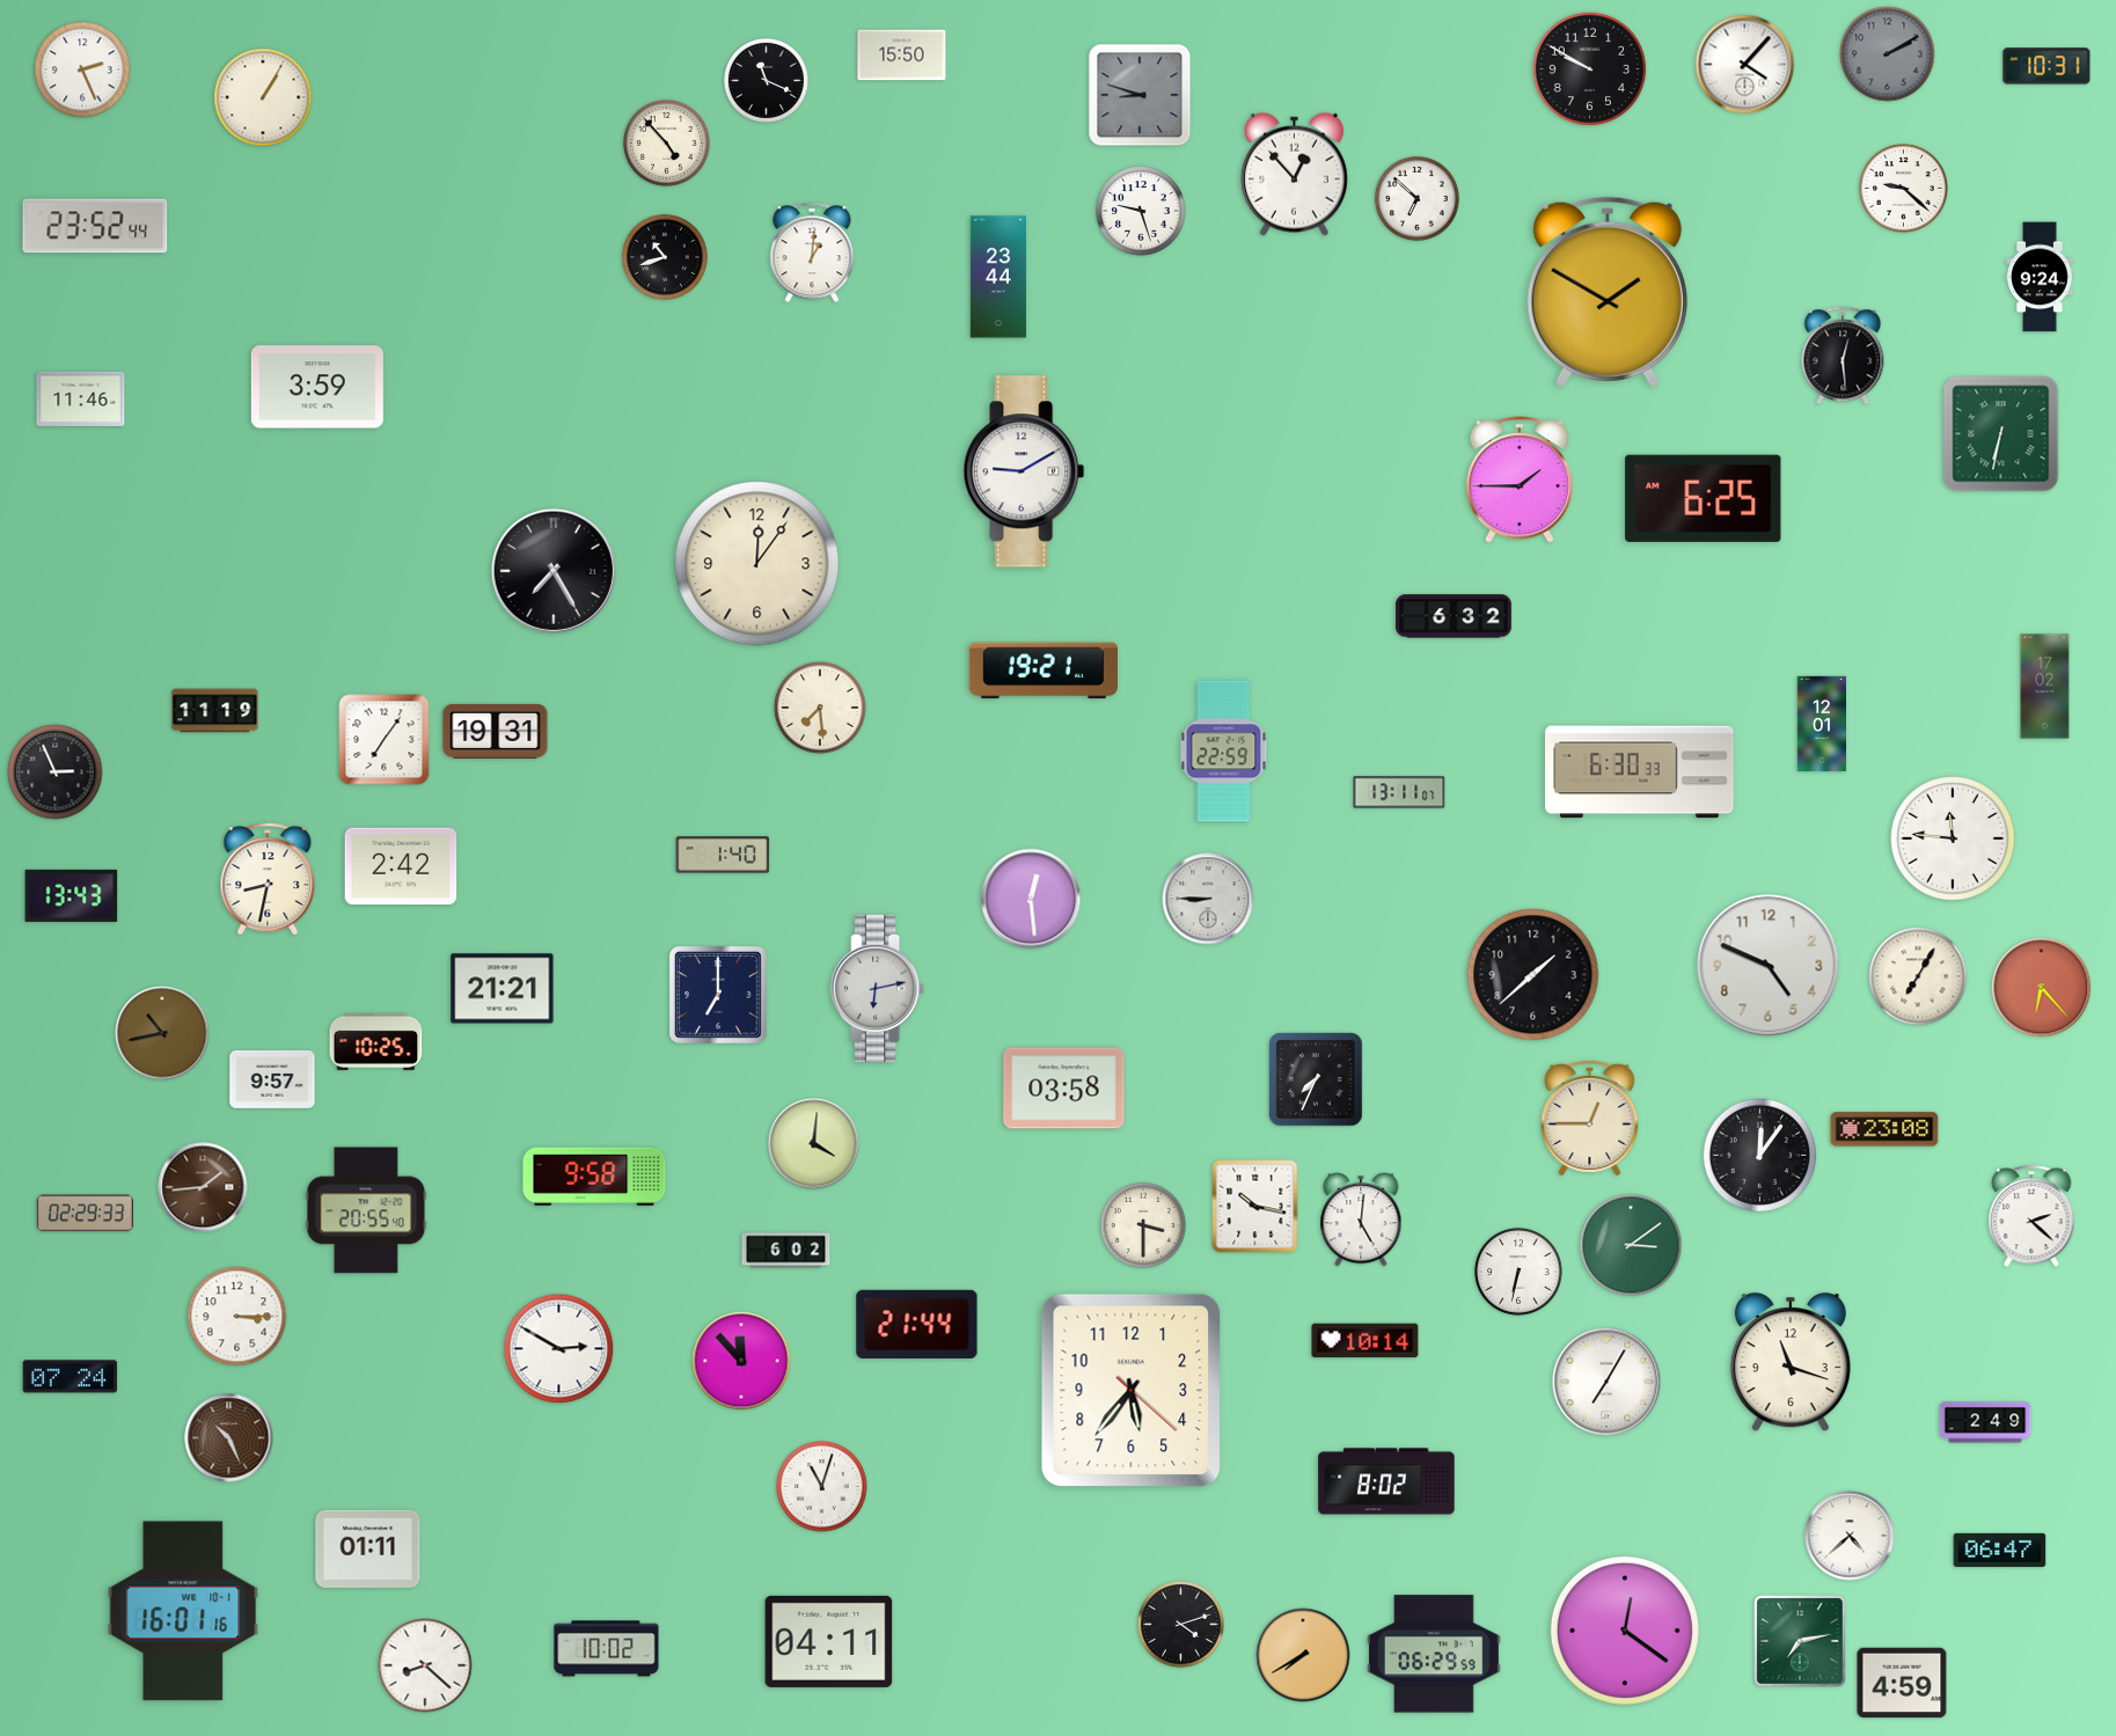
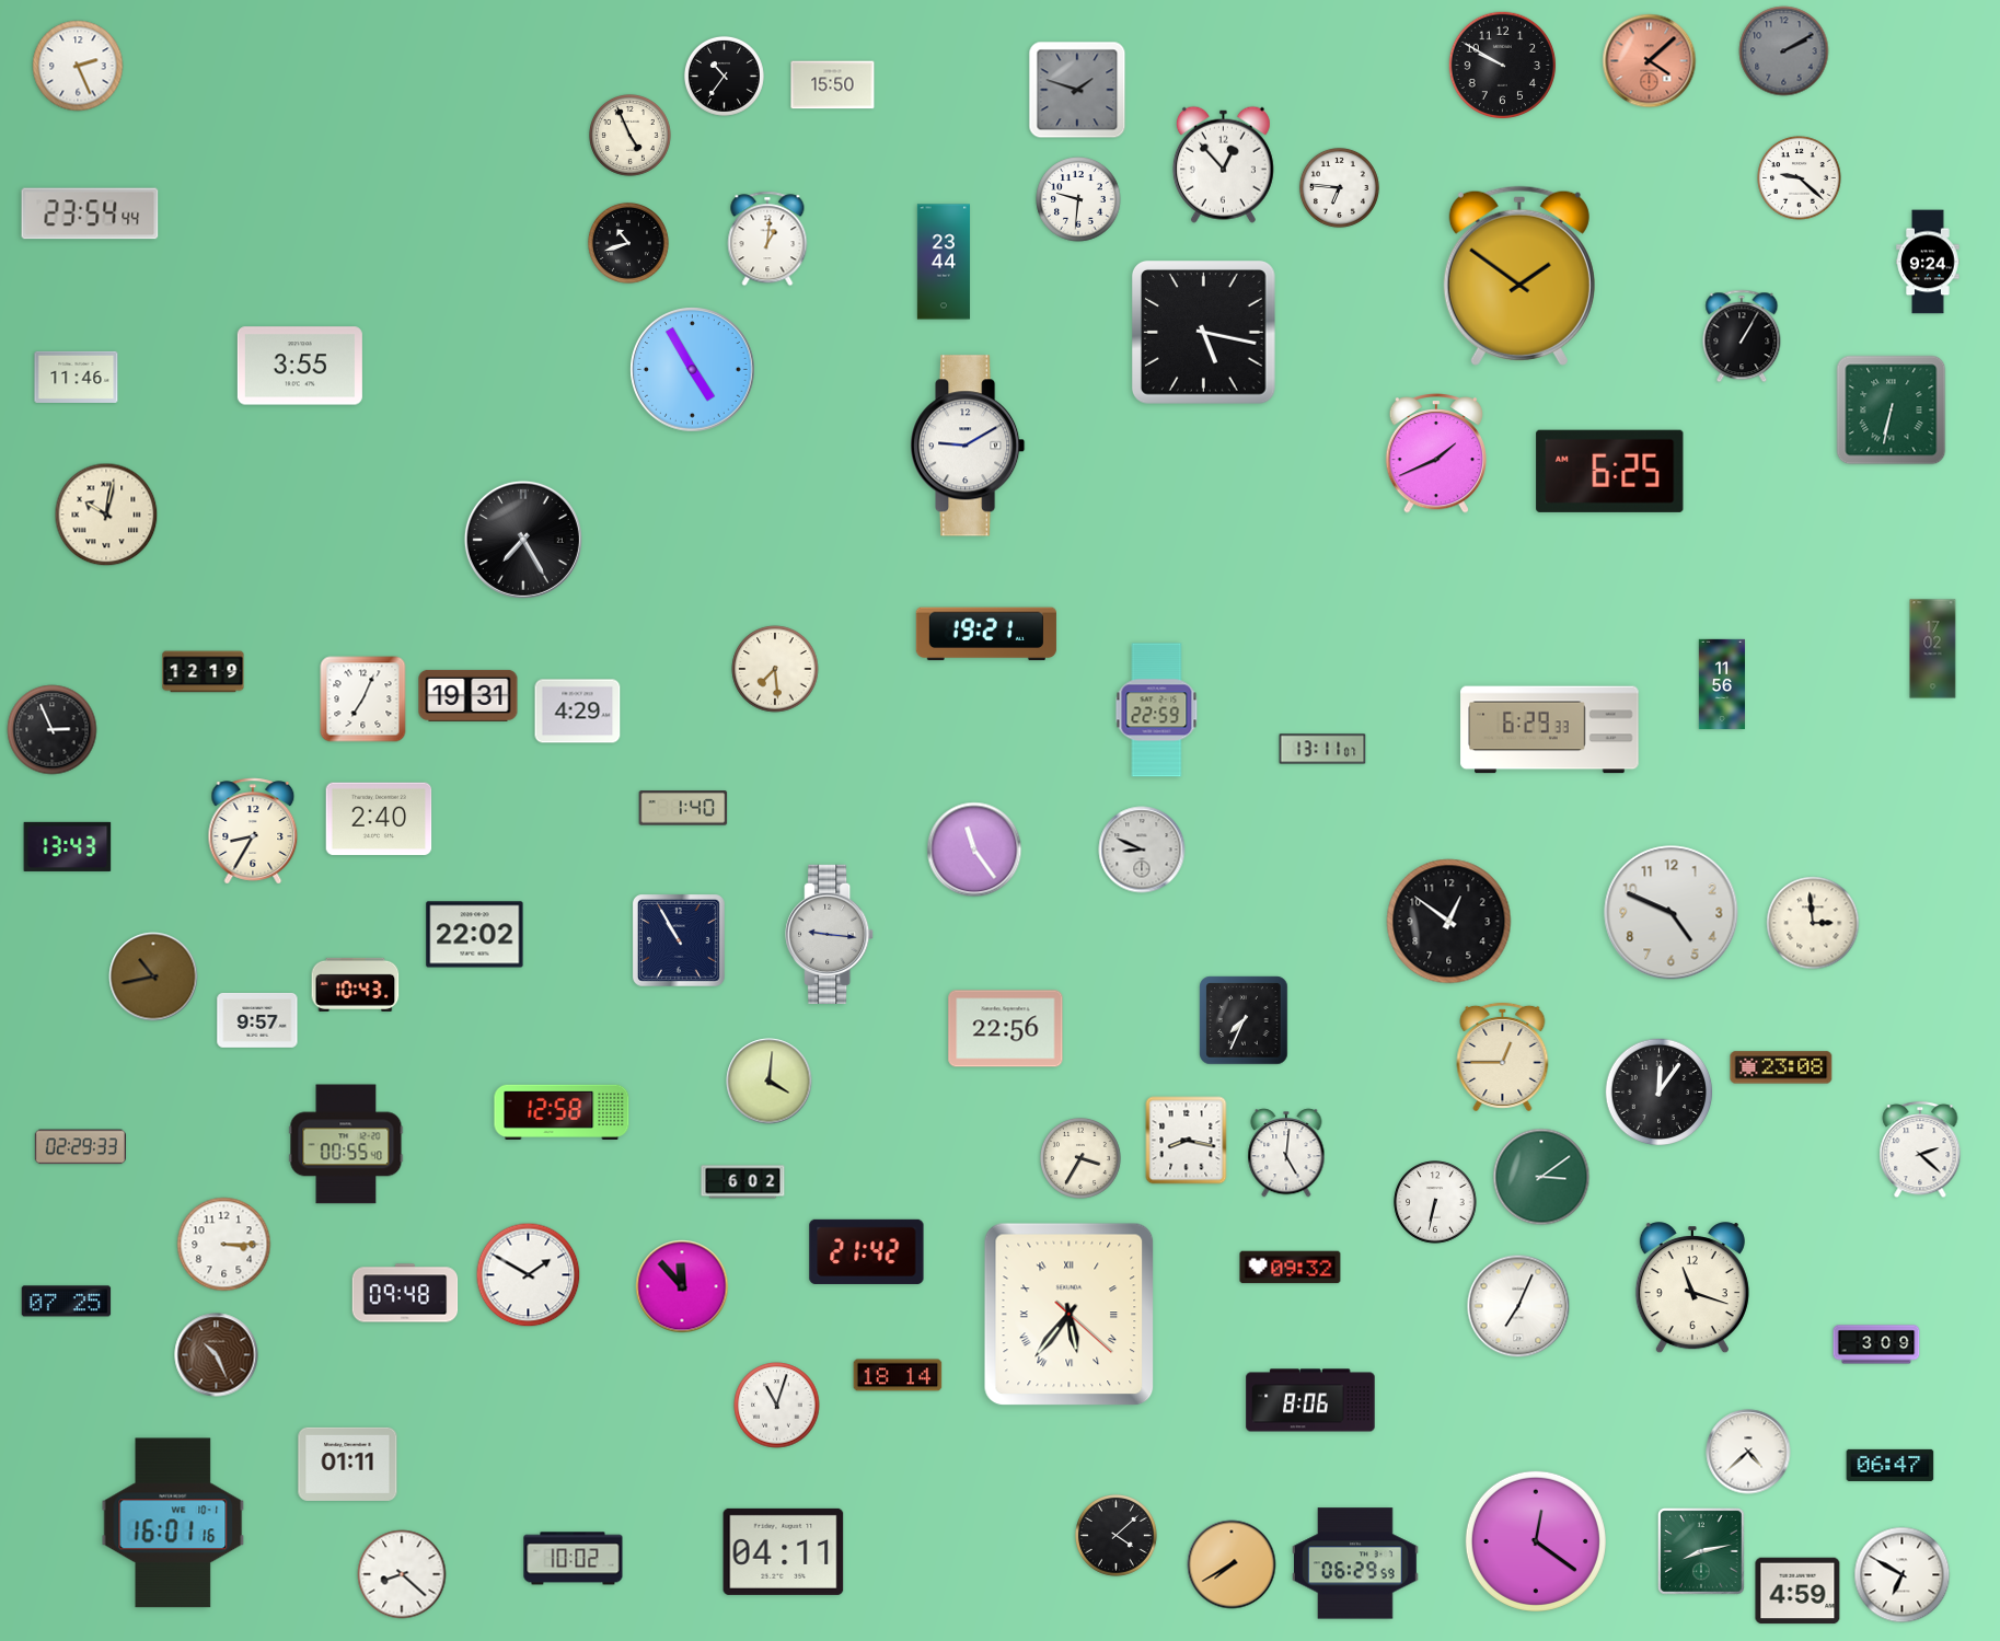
clock at (902, 56) position: (902, 56) -> (833, 85)
clock at (1745, 65): 4:07 -> 4:08
clock at (1745, 65) dial: white -> salmon
clock at (2047, 66): 10:31 -> none
clock at (766, 80): 11:19 -> 10:36
clock at (1140, 95): 8:48 -> 1:48
clock at (263, 97): 1:05 -> none
clock at (667, 144): 4:53 -> 4:56
clock at (1416, 198): 6:52 -> 6:46
clock at (1141, 211): 9:27 -> 9:31
clock at (95, 226): 23:52 -> 23:54
clock at (1608, 292): 1:50 -> 1:51
clock at (1204, 333): none -> 5:17
clock at (1843, 356): 12:29 -> 1:05
clock at (317, 387): 3:59 -> 3:55
clock at (693, 370): none -> 4:55
clock at (1520, 481): 1:45 -> 1:41
clock at (106, 515): none -> 10:02
clock at (757, 564): 12:06 -> none
clock at (1454, 616): 6:32 -> none
clock at (215, 711): 11:19 -> 12:19
clock at (1821, 724): 12:01 -> 11:56
clock at (496, 731) position: (496, 731) -> (469, 695)
clock at (385, 740): 7:06 -> 7:04
clock at (578, 712): none -> 4:29
clock at (1640, 772): 6:30 -> 6:29
clock at (1953, 838): 11:46 -> none
clock at (401, 866): 2:42 -> 2:40
clock at (268, 879): 8:32 -> 8:35
clock at (1031, 899): 12:29 -> 11:24
clock at (1208, 899): 8:45 -> 8:49
clock at (1533, 975): 1:38 -> 12:51
clock at (1918, 976): 7:05 -> 2:59
clock at (878, 988): 6:13 -> 9:16
clock at (2042, 988): 6:23 -> none
clock at (503, 989): 21:21 -> 22:02
clock at (719, 996): 7:00 -> 10:55
clock at (376, 1041): 10:25 -> 10:43
clock at (1064, 1089): 03:58 -> 22:56
clock at (1760, 1156) position: (1760, 1156) -> (1660, 1093)
clock at (594, 1177): 9:58 -> 12:58
clock at (203, 1187): 1:44 -> none
clock at (1255, 1207): 10:17 -> 8:17
clock at (366, 1210): 20:55 -> 00:55
clock at (1143, 1225): 3:30 -> 3:35
clock at (917, 1324): 21:44 -> 21:42
clock at (1365, 1341): 10:14 -> 09:32
clock at (559, 1349): 2:50 -> 1:50
clock at (741, 1361) position: (741, 1361) -> (682, 1286)
clock at (405, 1293): none -> 09:48
clock at (71, 1377): 07:24 -> 07:25
clock at (1606, 1382): 7:05 -> 7:04
clock at (1132, 1391) numerals: Arabic -> Roman
clock at (1985, 1422): 2:49 -> 3:09
clock at (229, 1438) position: (229, 1438) -> (217, 1355)
clock at (898, 1375): none -> 18:14
clock at (1386, 1481): 8:02 -> 8:06
clock at (1181, 1625): 4:12 -> 4:08
clock at (1800, 1641): 7:13 -> 8:13
clock at (1903, 1575): none -> 6:50
